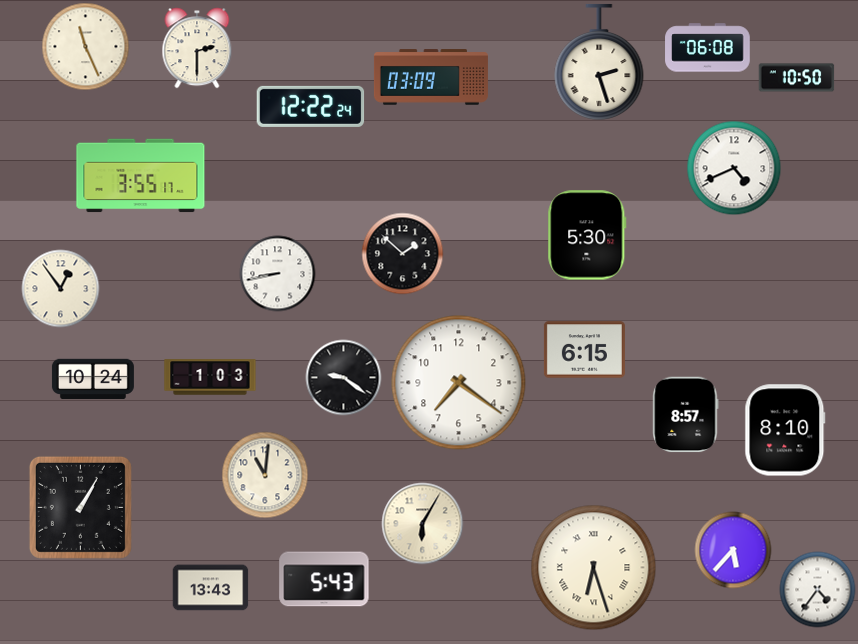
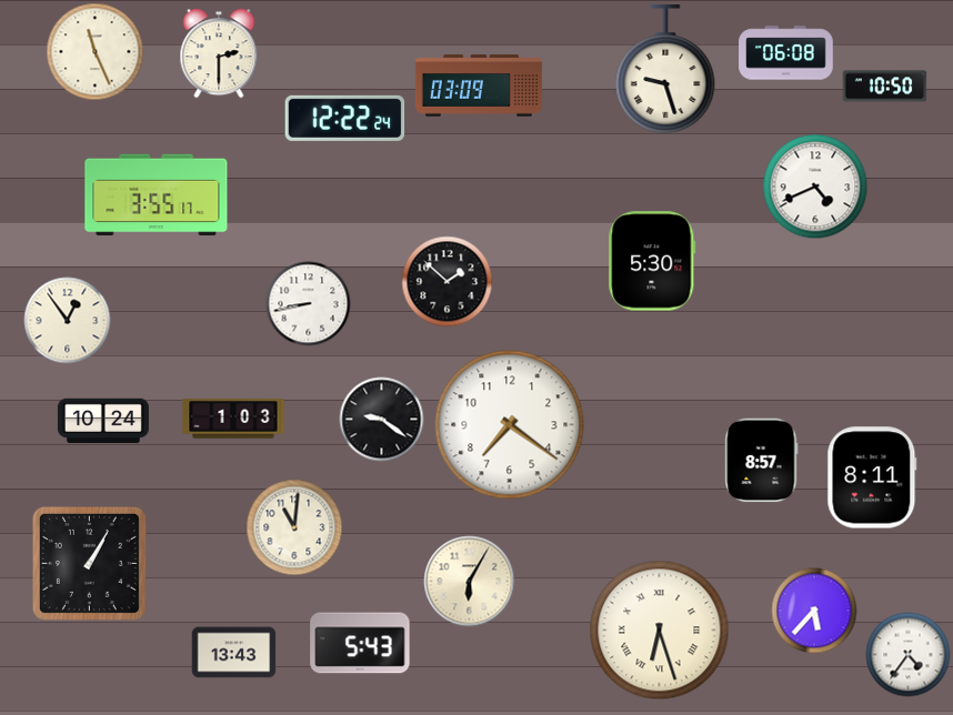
clock at (599, 61): 2:27 -> 9:27
clock at (584, 350): 6:15 -> none
clock at (785, 430): 8:10 -> 8:11
